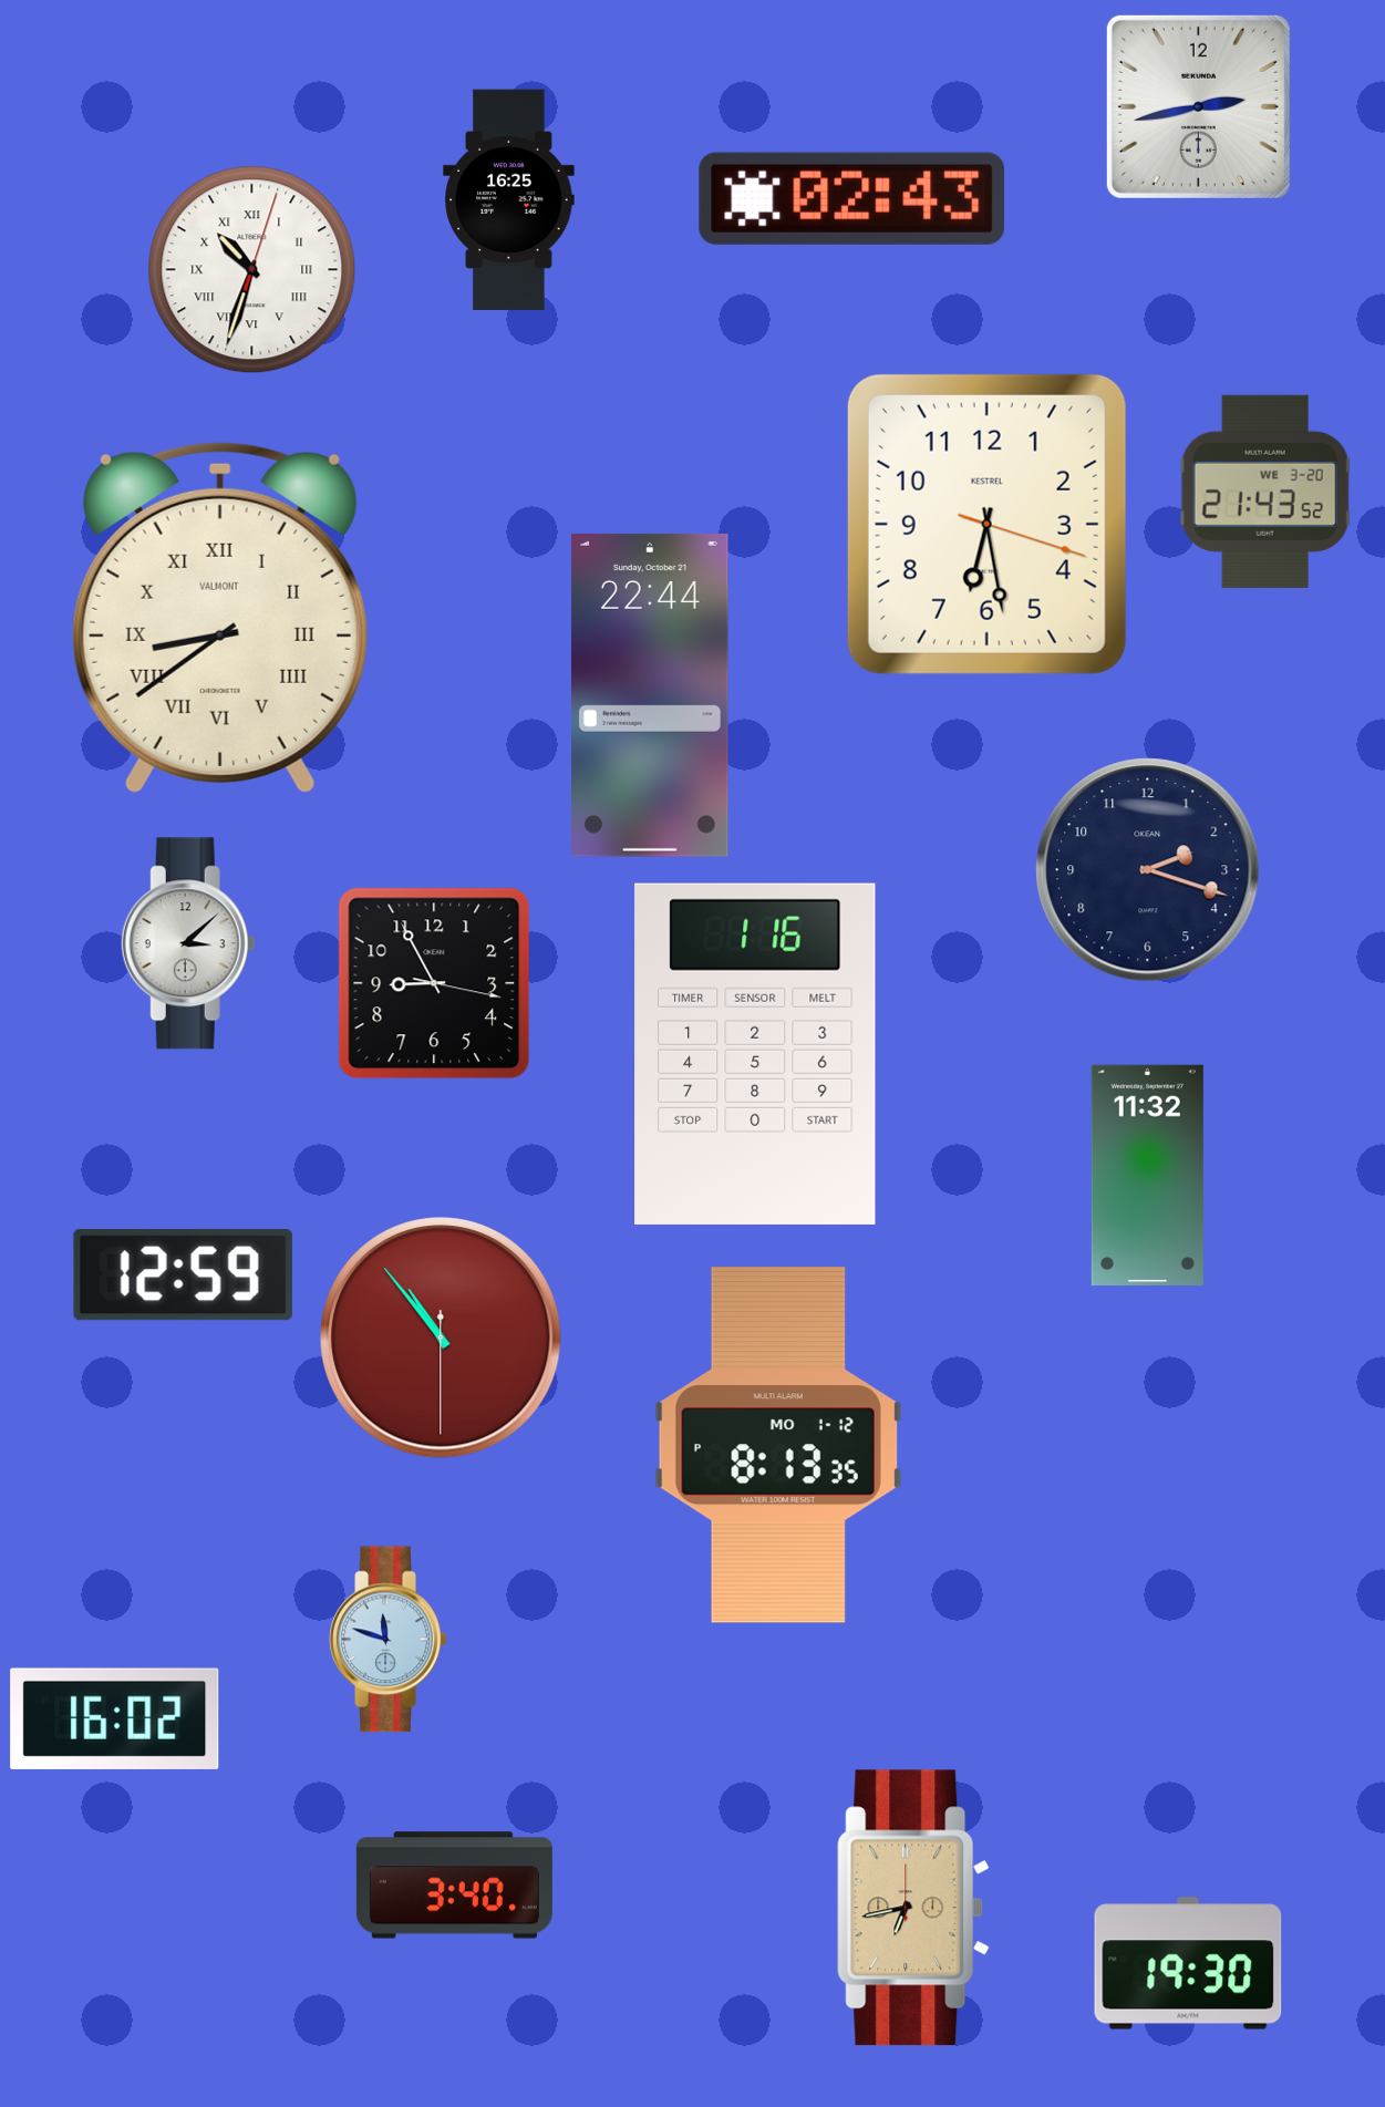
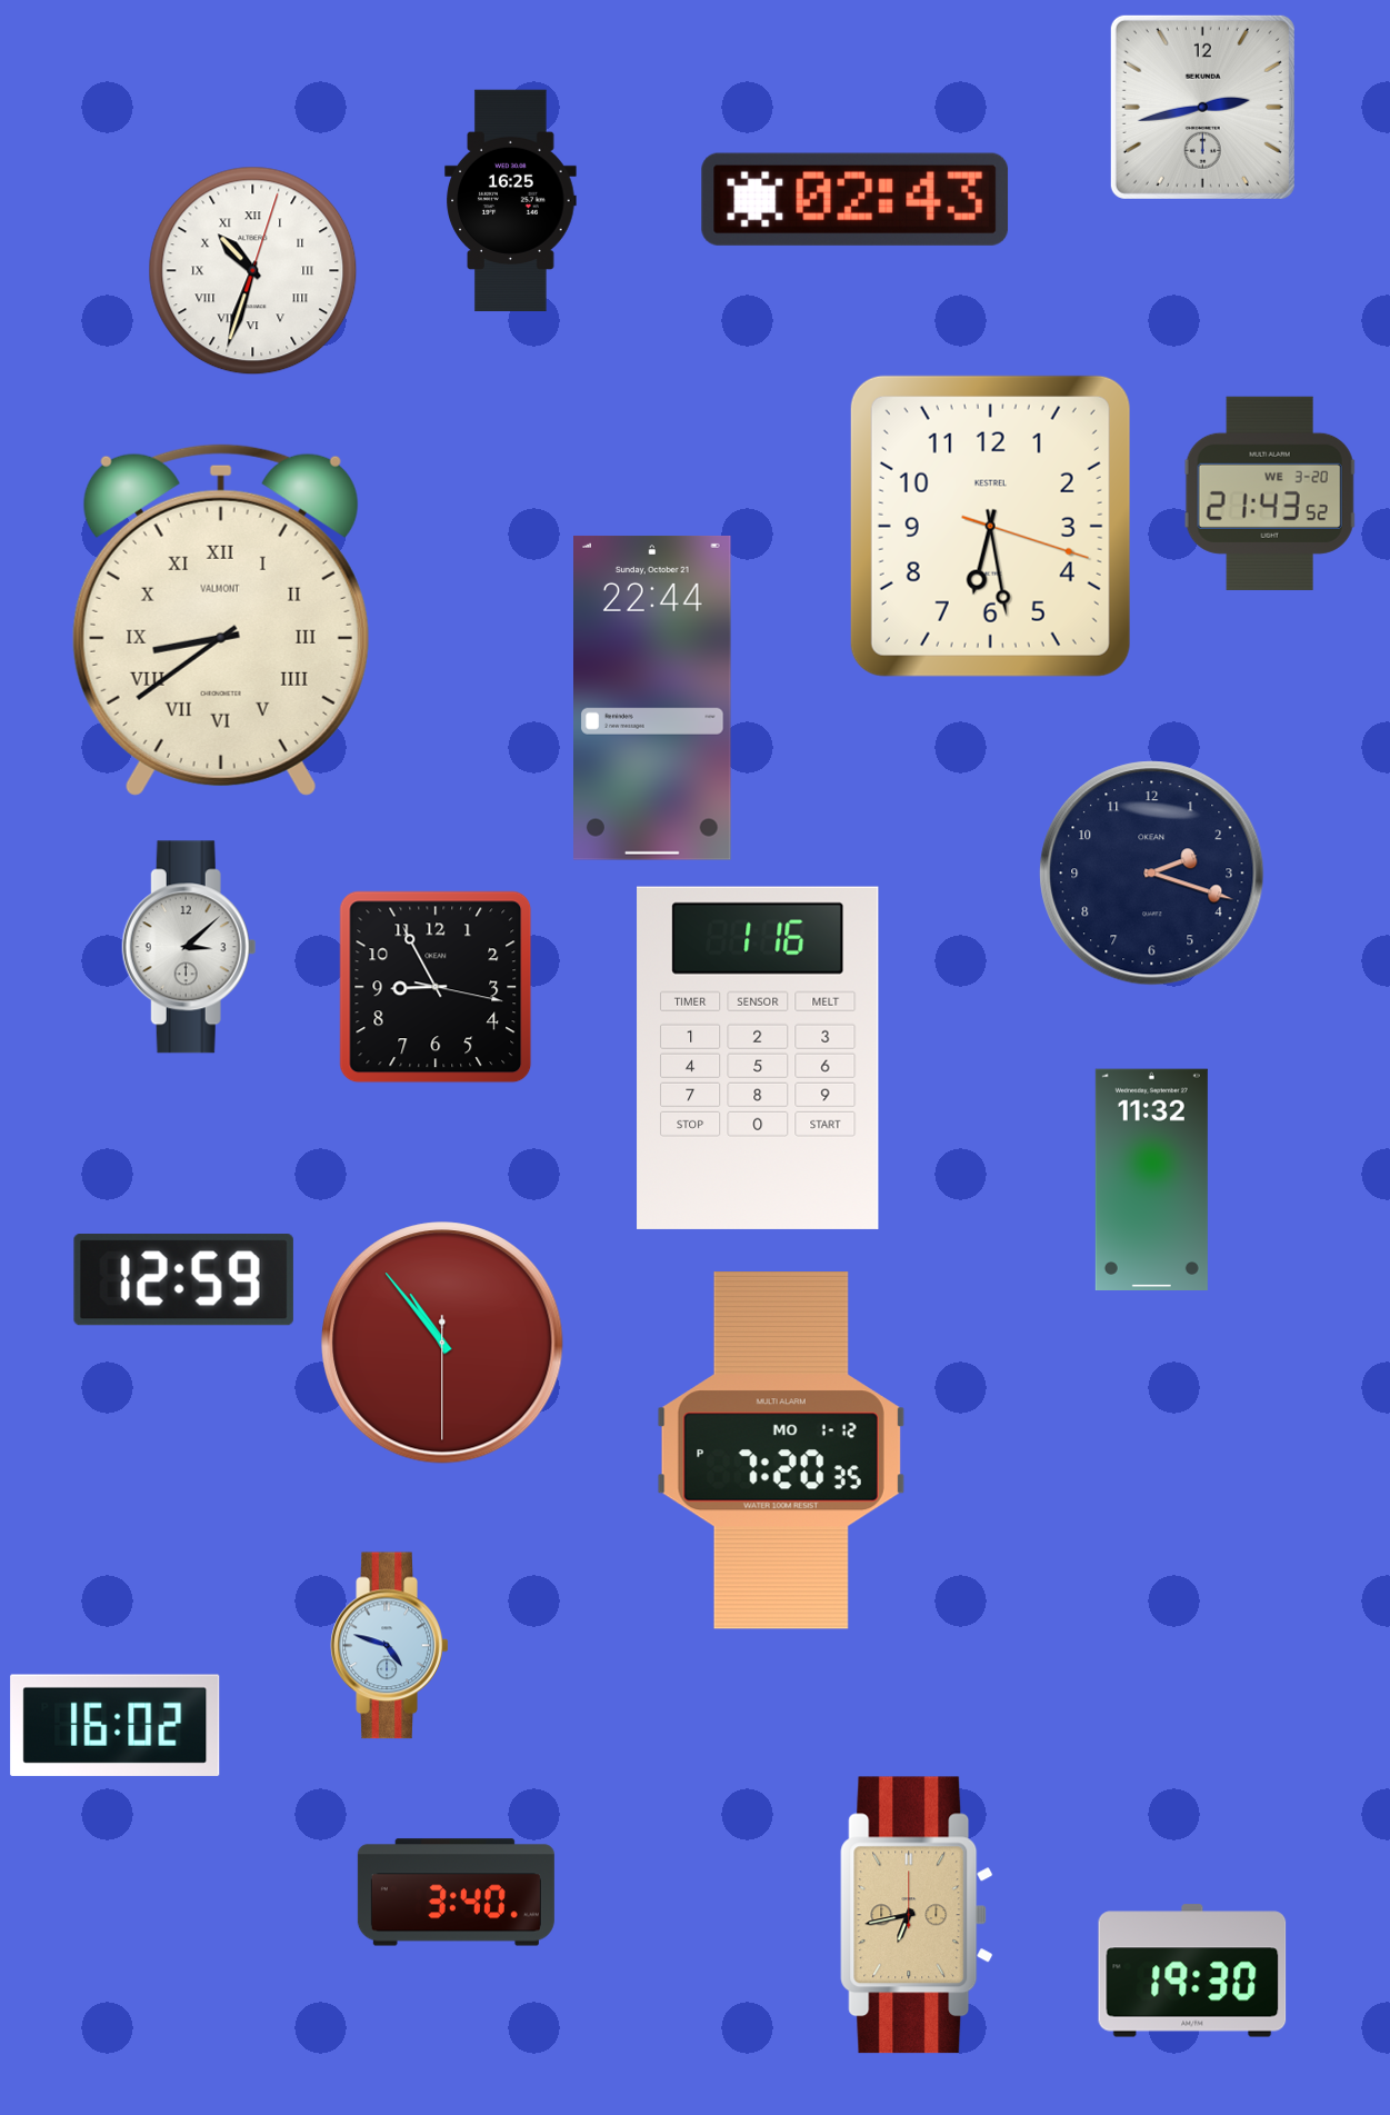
clock at (778, 1446): 8:13 -> 7:20
clock at (389, 1640): 11:48 -> 4:48
